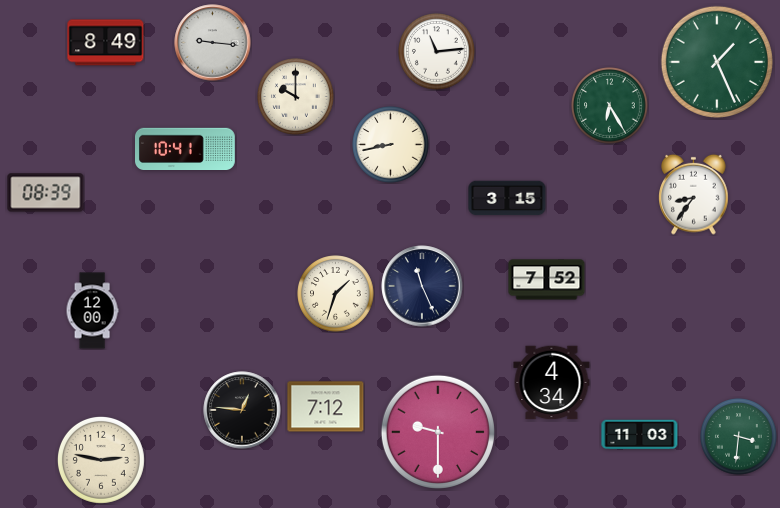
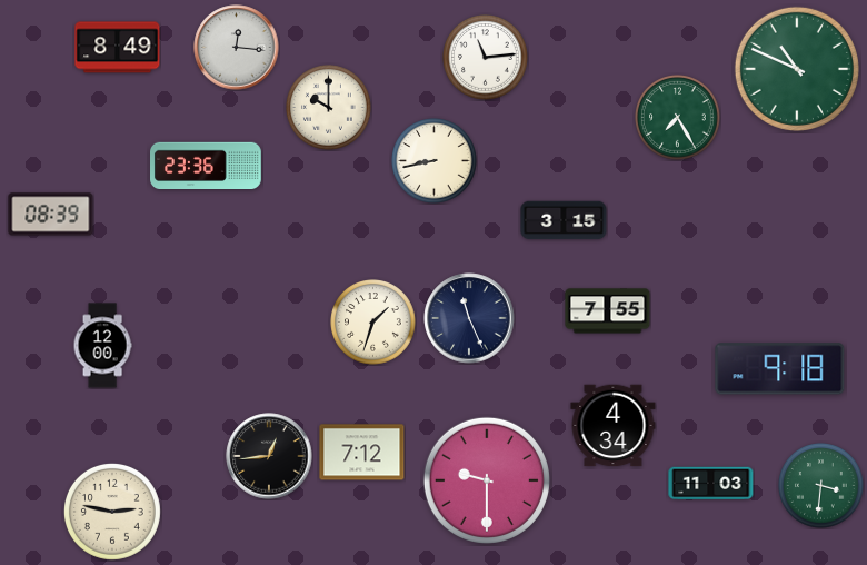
clock at (213, 43): 9:16 -> 12:16
clock at (717, 62): 1:26 -> 10:49
clock at (610, 106): 6:25 -> 7:25
clock at (186, 148): 10:41 -> 23:36
clock at (694, 194): 8:36 -> none
clock at (547, 280): 7:52 -> 7:55
clock at (336, 294) position: (336, 294) -> (373, 323)
clock at (780, 369): none -> 9:18
clock at (242, 410): 12:46 -> 12:44
